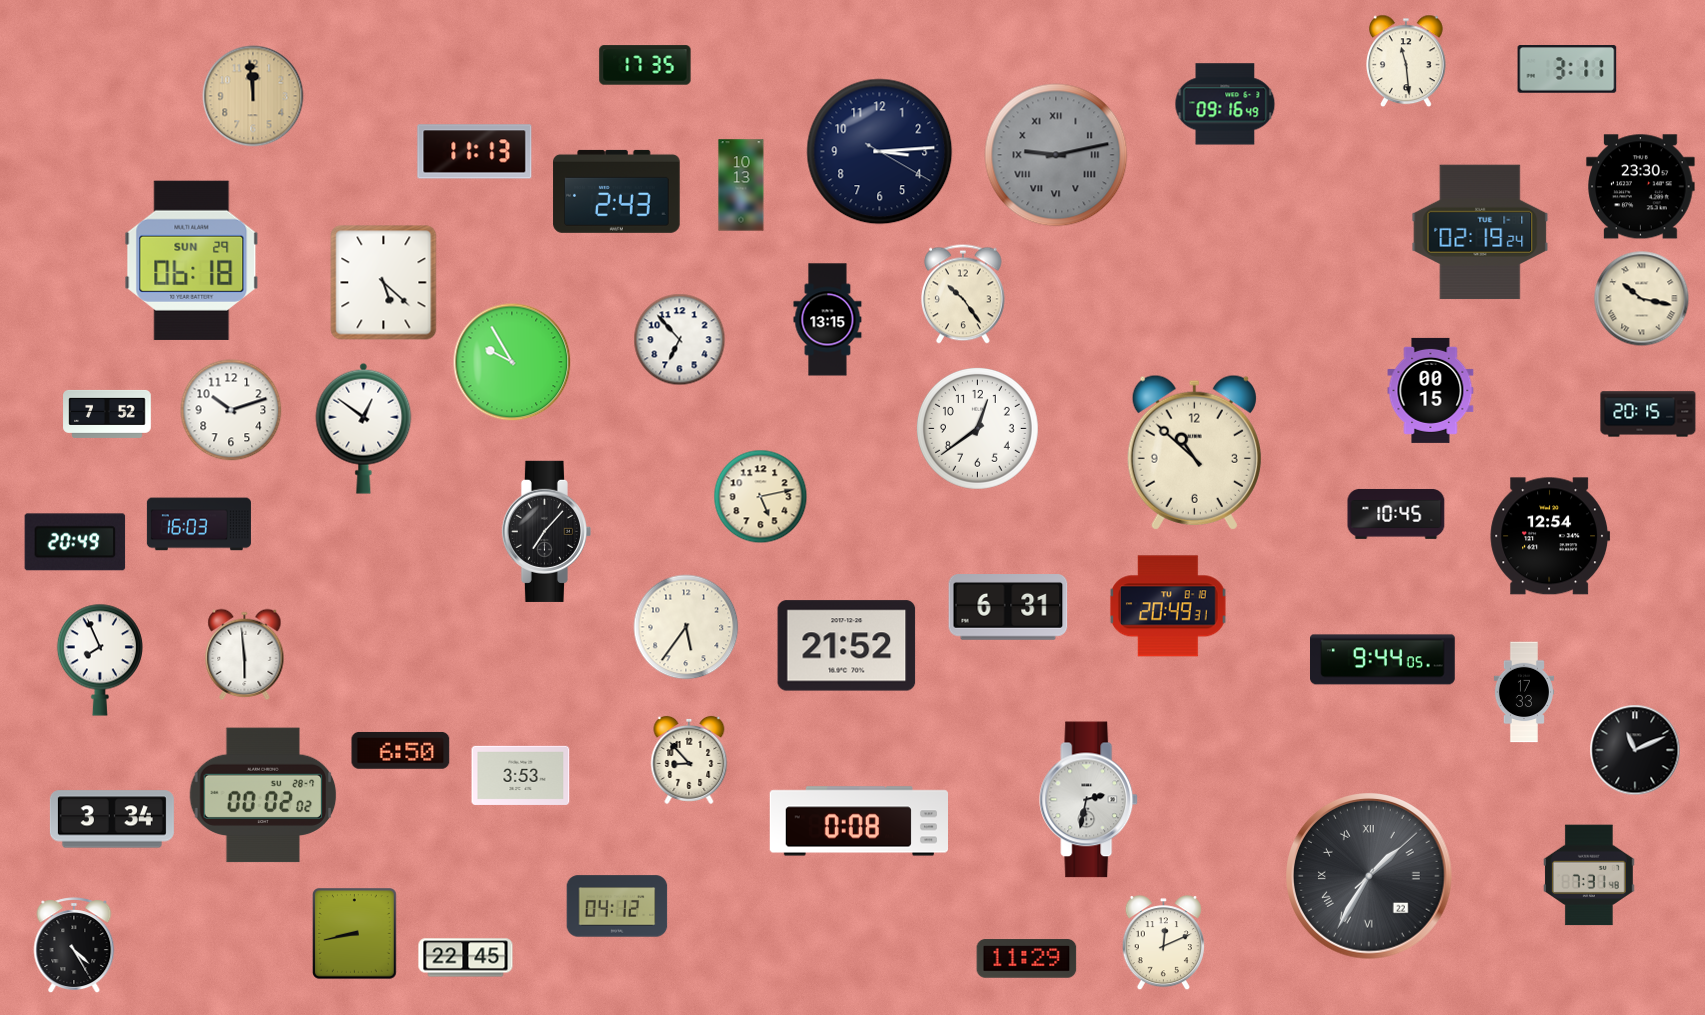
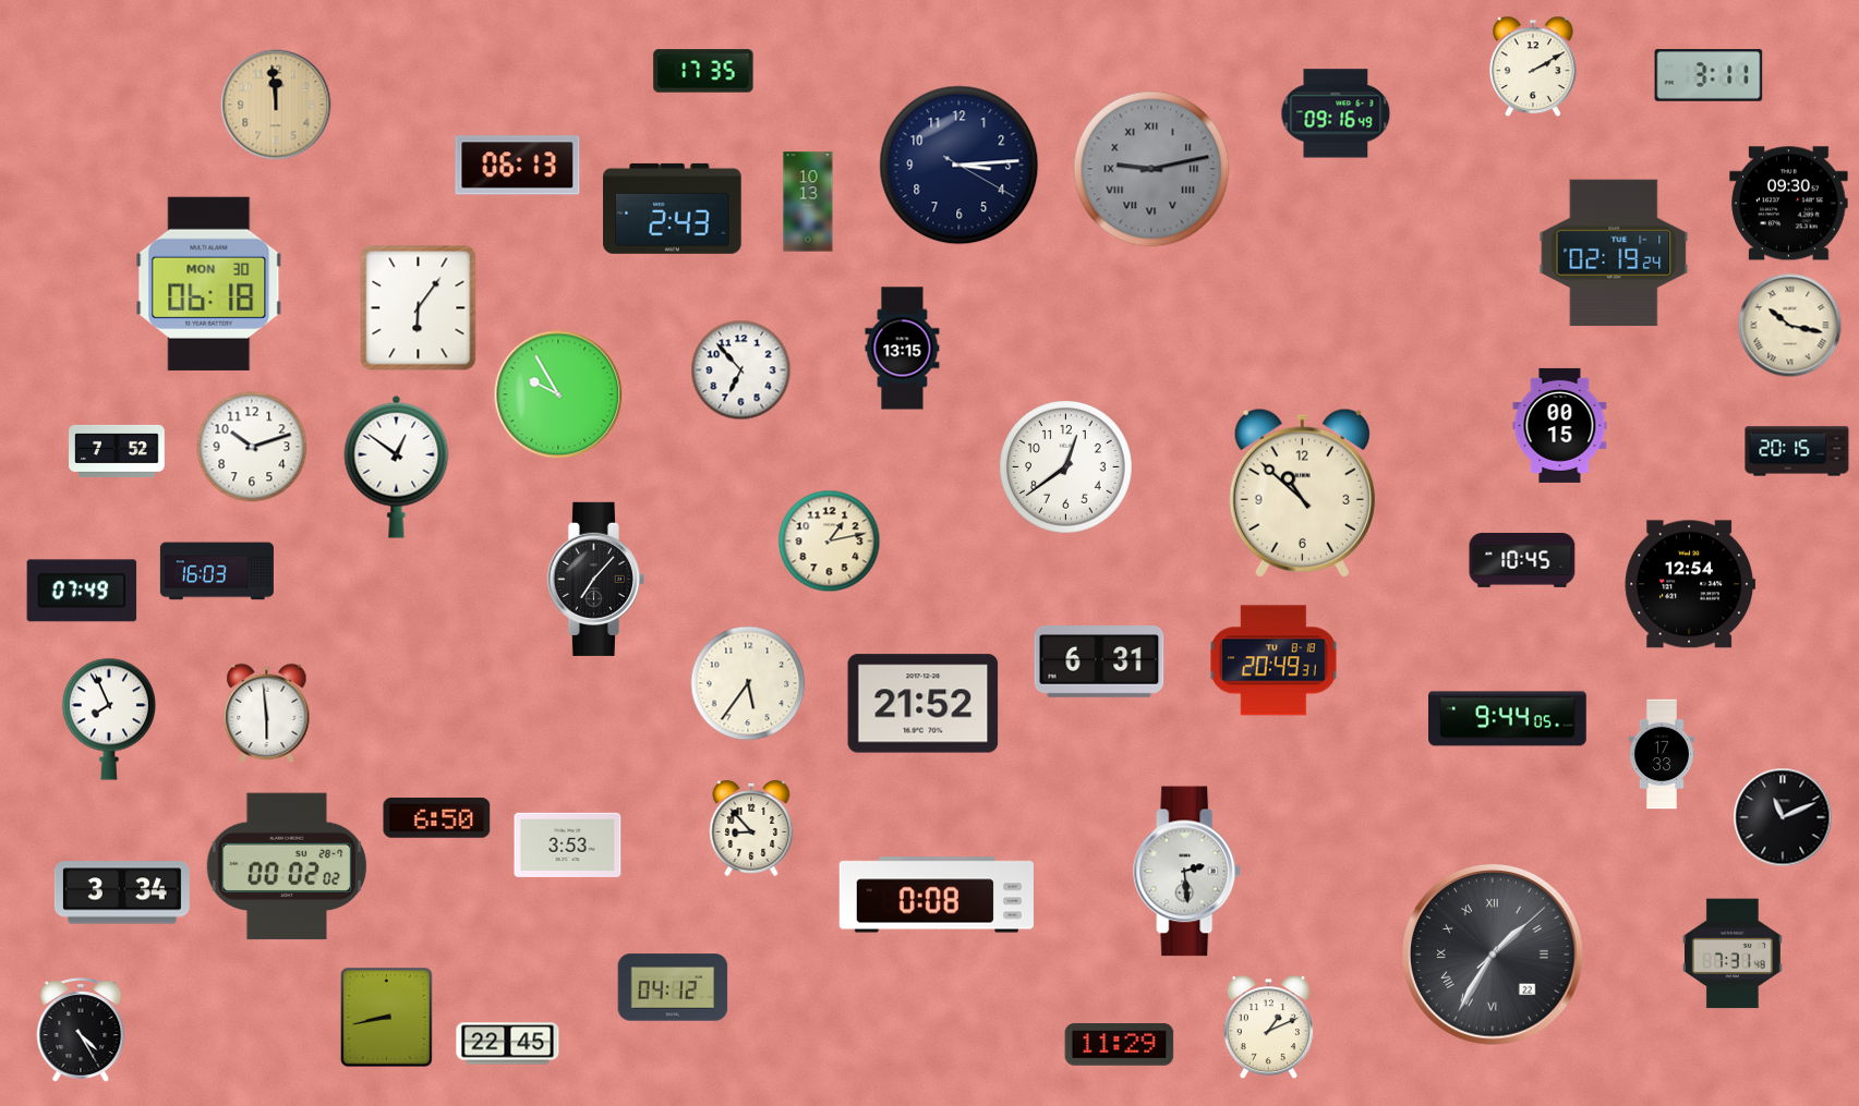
clock at (1407, 61): 11:29 -> 2:10
clock at (475, 152): 11:13 -> 06:13
clock at (1641, 187): 23:30 -> 09:30
clock at (192, 260) date: SUN 29 -> MON 30
clock at (384, 283): 5:22 -> 6:06
clock at (964, 294): 10:24 -> none
clock at (761, 497): 5:13 -> 1:13
clock at (75, 542): 20:49 -> 07:49
clock at (1089, 800): 2:32 -> 2:29
clock at (1163, 943): 12:11 -> 1:11
